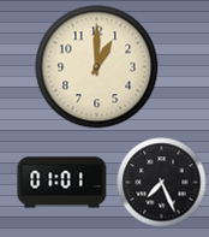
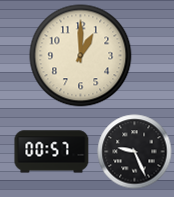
clock at (62, 183): 01:01 -> 00:57
clock at (162, 183): 7:26 -> 9:26
